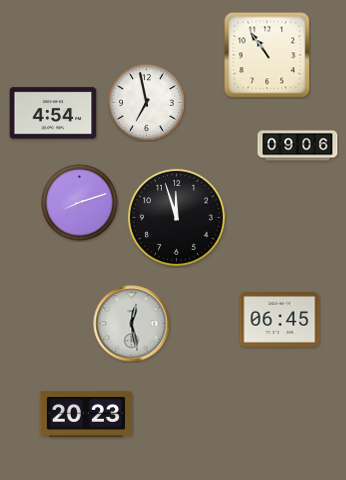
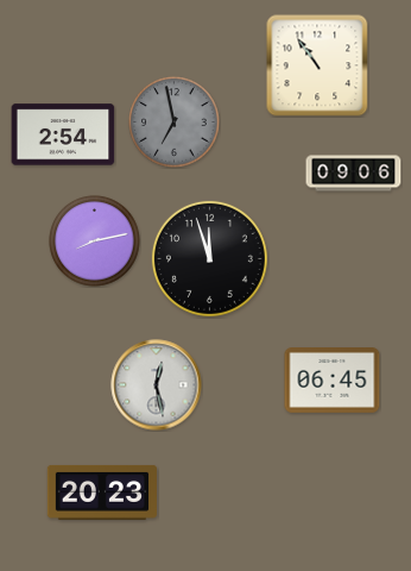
clock at (147, 103) dial: white -> grey
clock at (53, 113): 4:54 -> 2:54
clock at (80, 203): 8:12 -> 8:13
